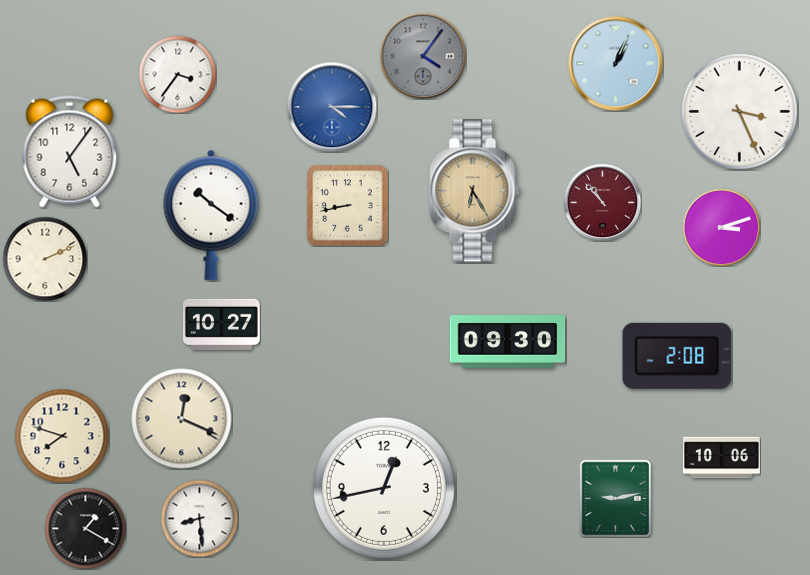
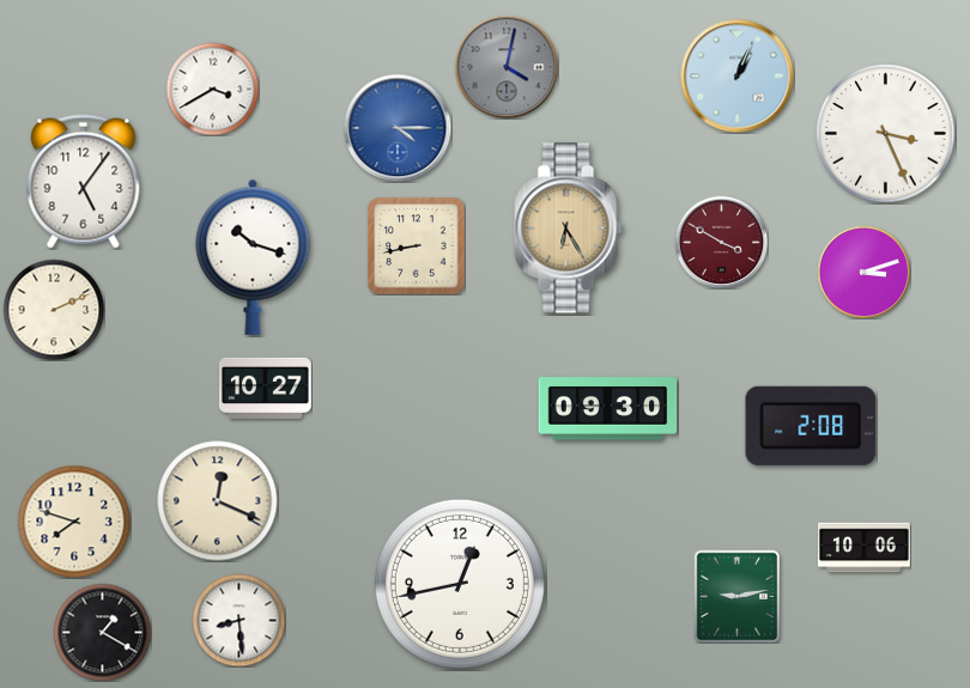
clock at (423, 56): 4:06 -> 4:02
clock at (177, 74): 3:36 -> 3:40
clock at (602, 202): 10:53 -> 3:50
clock at (211, 215): 10:21 -> 10:18
